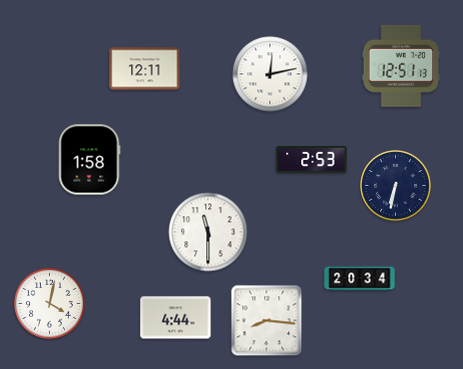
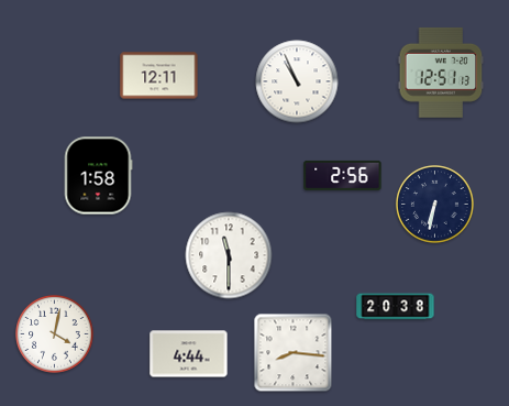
clock at (270, 74): 12:13 -> 10:56
clock at (312, 159): 2:53 -> 2:56
clock at (360, 279): 20:34 -> 20:38
clock at (176, 318) position: (176, 318) -> (189, 354)
